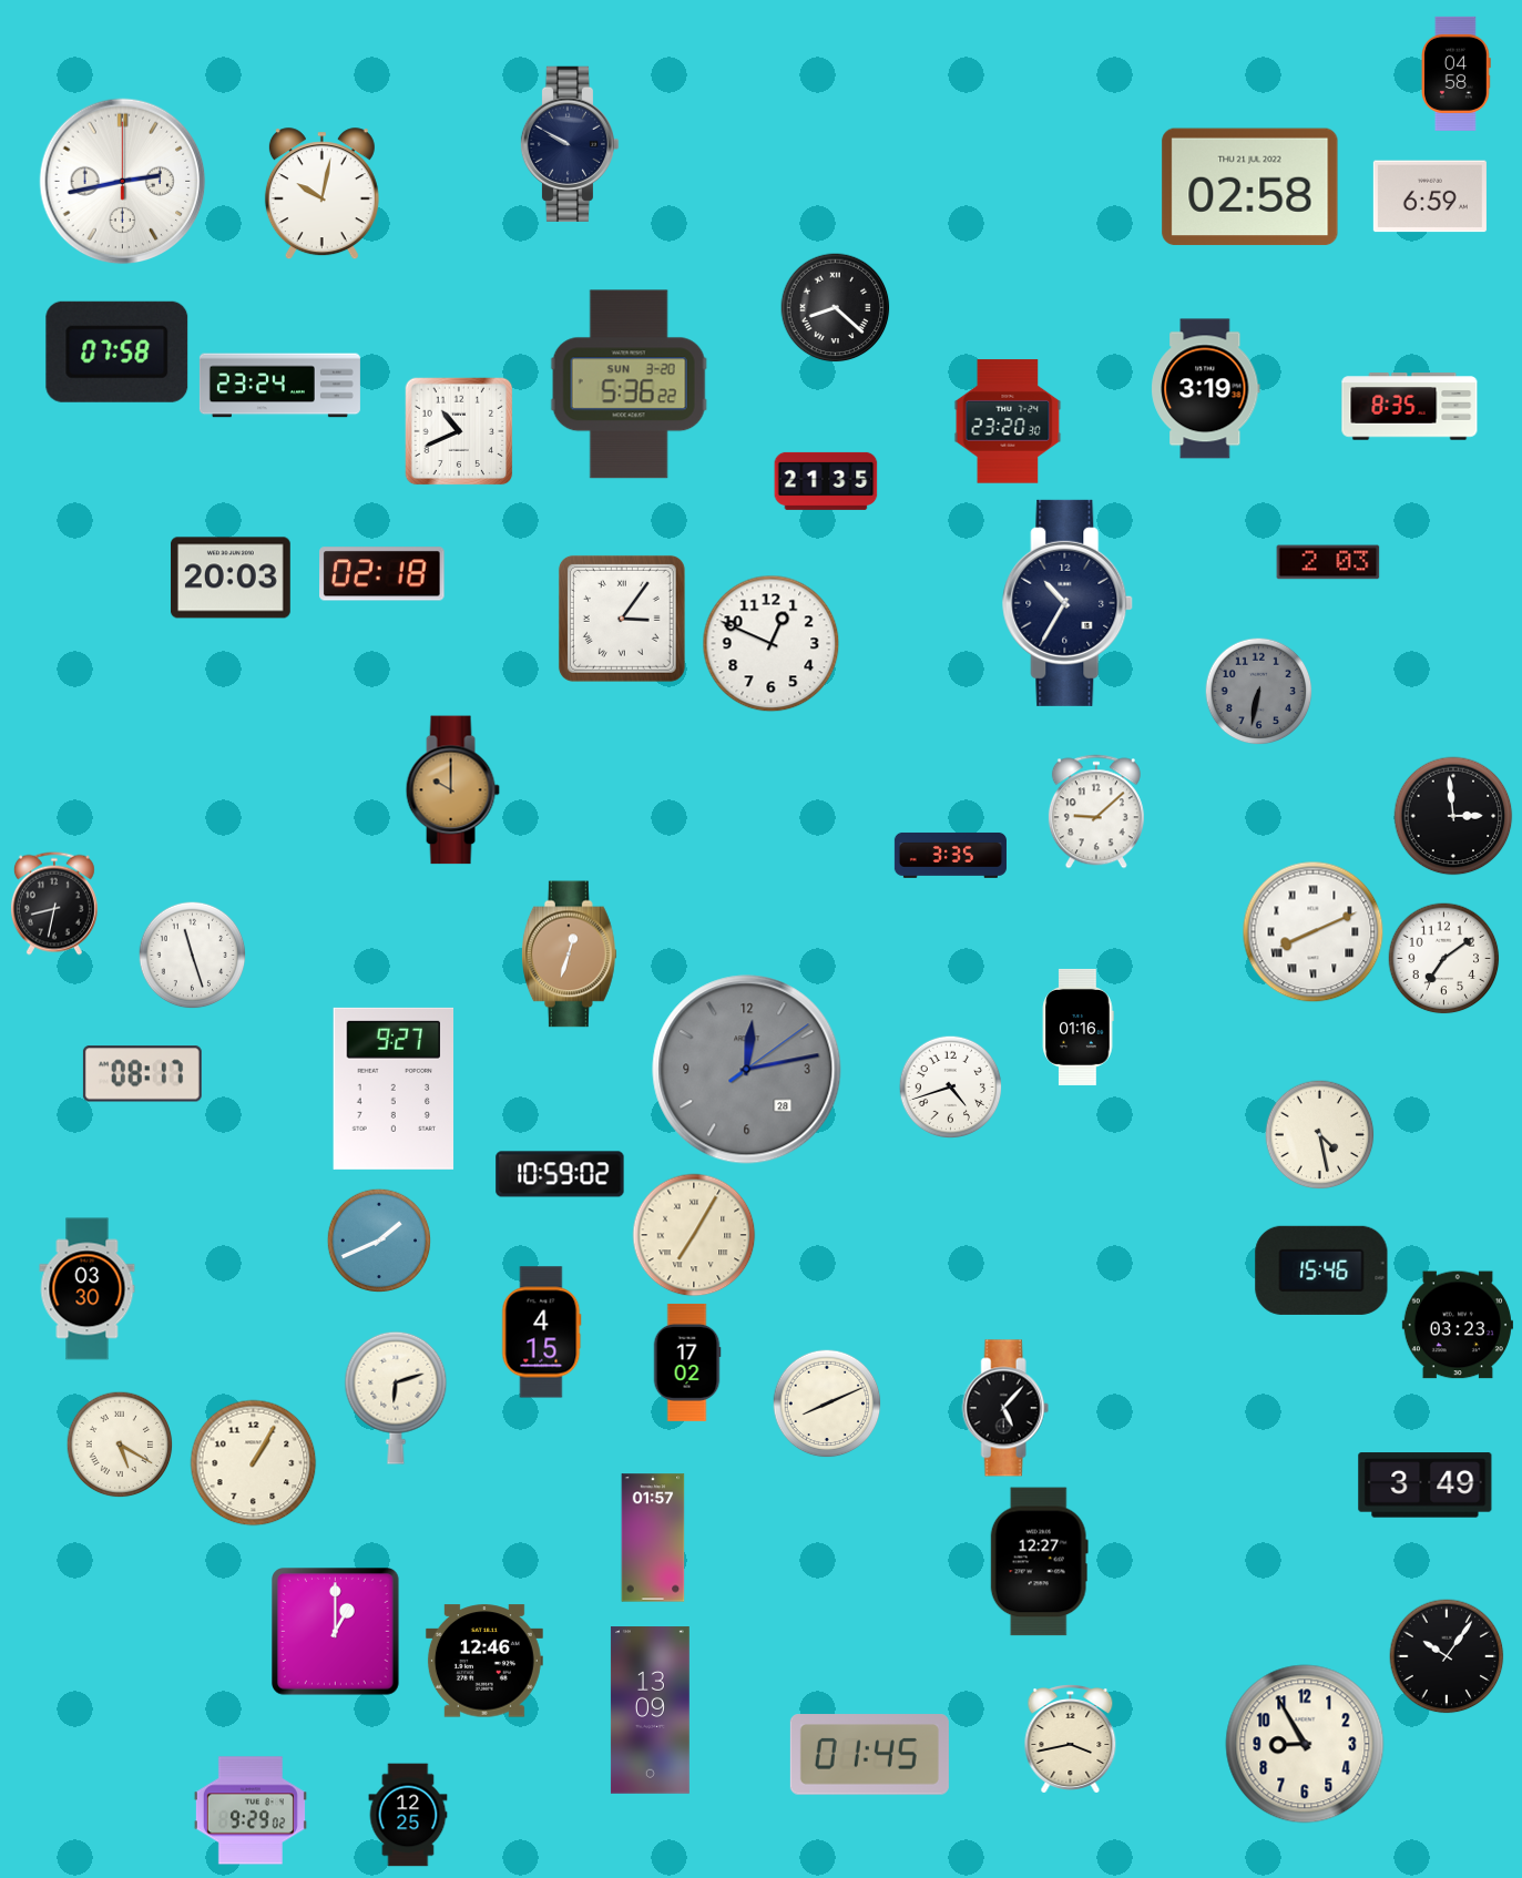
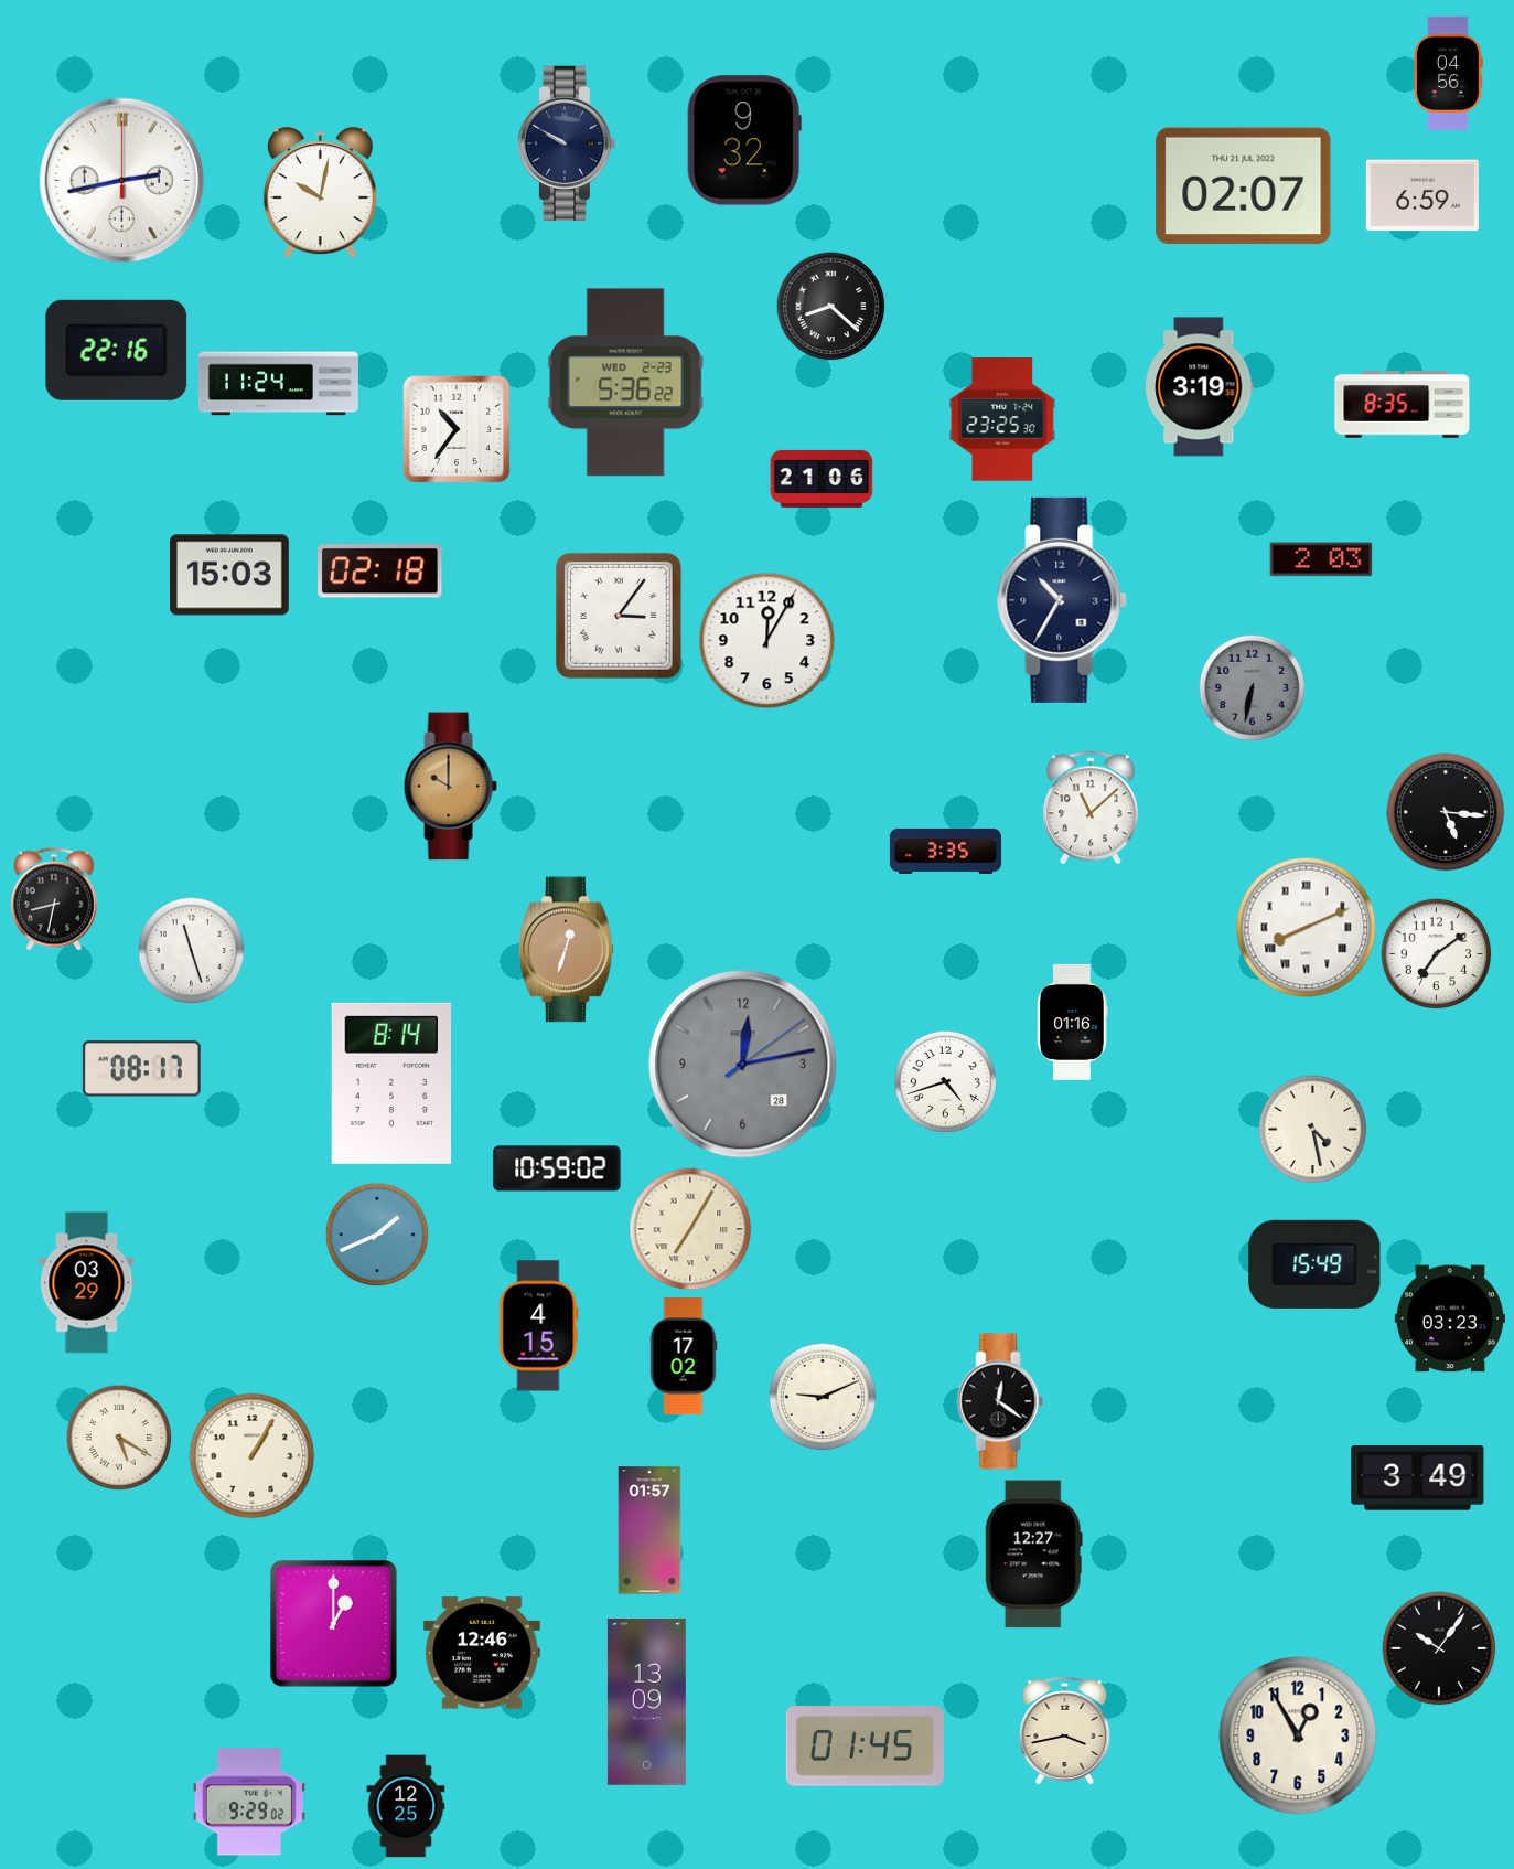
clock at (1457, 73): 04:58 -> 04:56
clock at (744, 140): none -> 9:32
clock at (1250, 187): 02:58 -> 02:07
clock at (118, 351): 07:58 -> 22:16
clock at (629, 385) date: SUN 3-20 -> WED 2-23
clock at (279, 386): 23:24 -> 11:24
clock at (1008, 421): 23:20 -> 23:25
clock at (459, 431): 10:41 -> 10:36
clock at (826, 481): 21:35 -> 21:06
clock at (232, 578): 20:03 -> 15:03
clock at (772, 644): 12:49 -> 12:05
clock at (1096, 812): 9:08 -> 11:08
clock at (1453, 816): 2:59 -> 5:16
clock at (394, 1089): 9:27 -> 8:14
clock at (1321, 1270): 15:46 -> 15:49
clock at (88, 1289): 03:30 -> 03:29
clock at (396, 1398): 6:12 -> none
clock at (827, 1404): 8:11 -> 9:11
clock at (1005, 1408): 5:07 -> 12:21
clock at (1305, 1744): 8:55 -> 12:55
